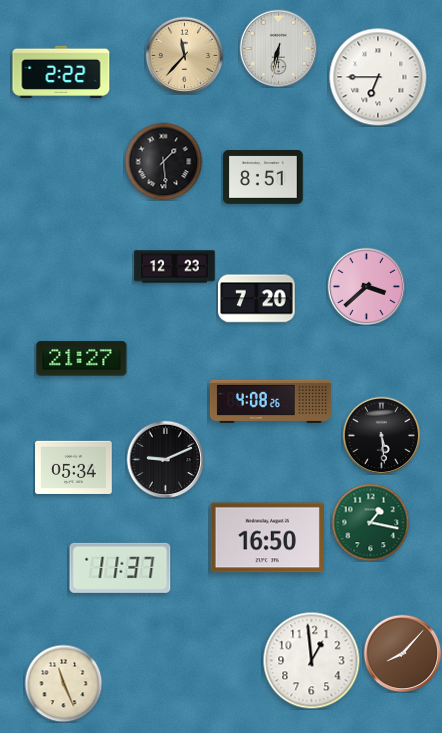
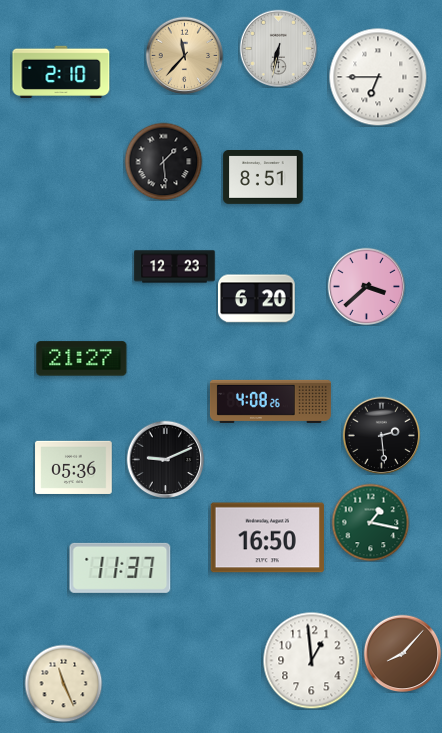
clock at (61, 71): 2:22 -> 2:10
clock at (257, 299): 7:20 -> 6:20
clock at (381, 435): 5:29 -> 2:29
clock at (74, 467): 05:34 -> 05:36
